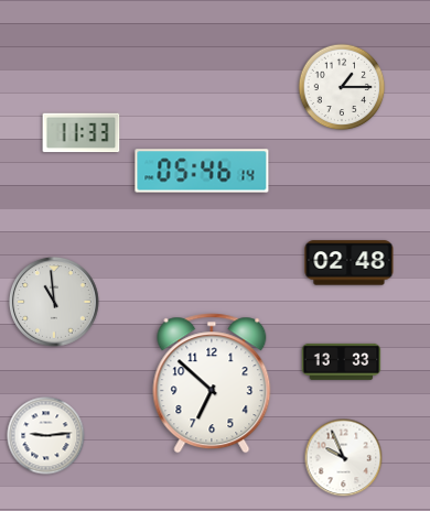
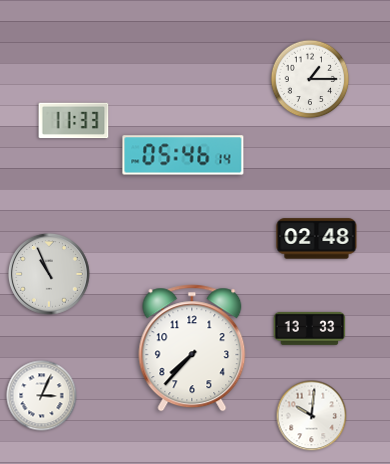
clock at (54, 302): 10:59 -> 10:56
clock at (212, 383): 6:52 -> 7:37
clock at (46, 436): 9:14 -> 3:04
clock at (344, 458): 9:56 -> 10:01
